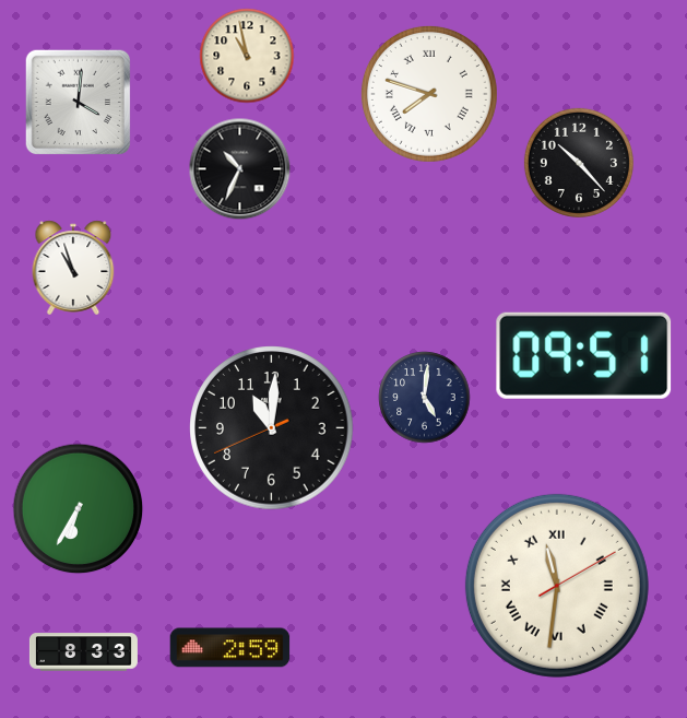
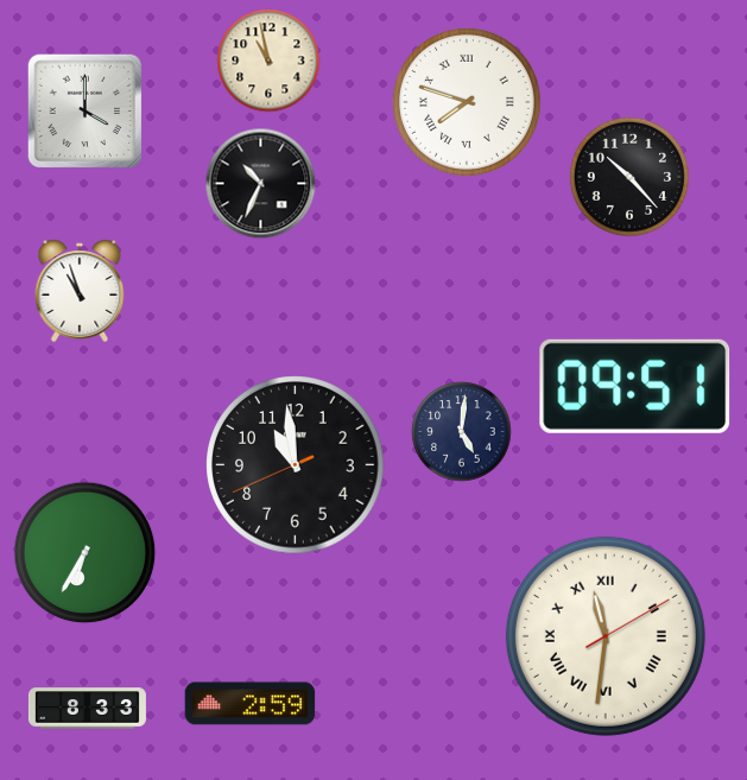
clock at (78, 102): 4:01 -> 4:00
clock at (272, 428): 11:00 -> 10:58
clock at (83, 652) position: (83, 652) -> (87, 709)
